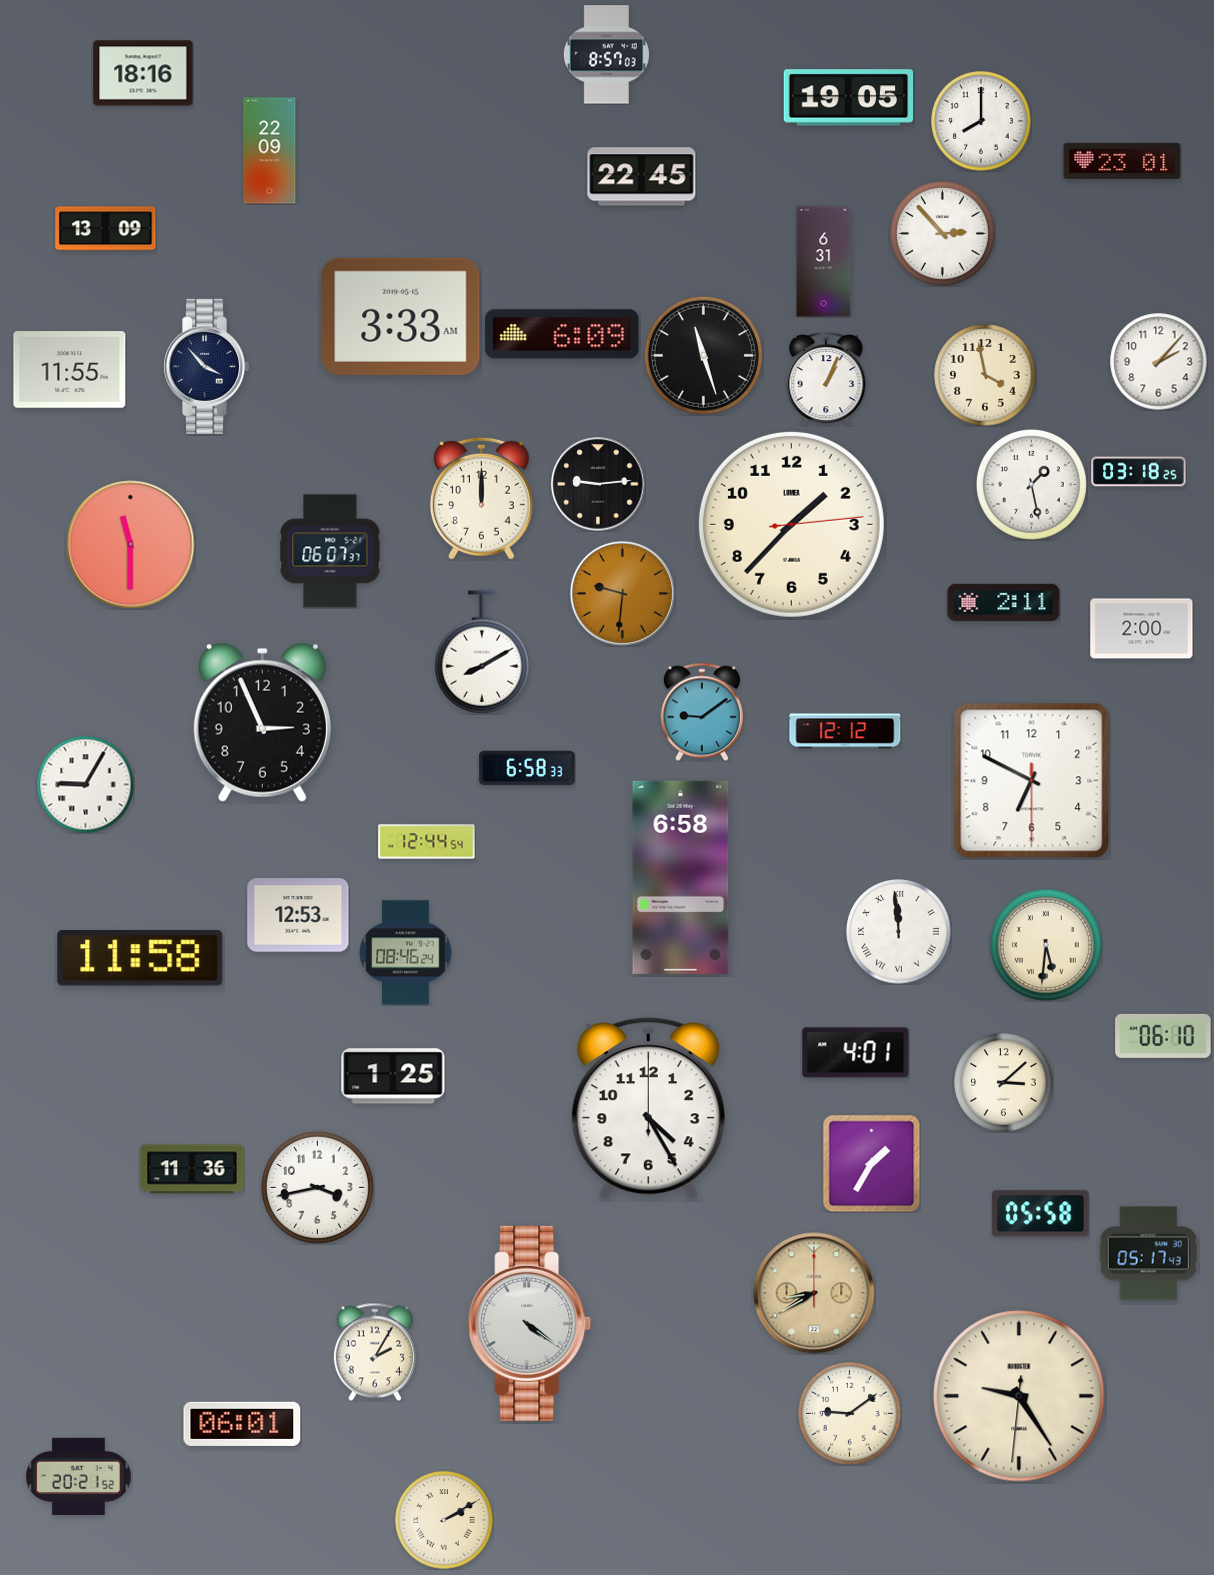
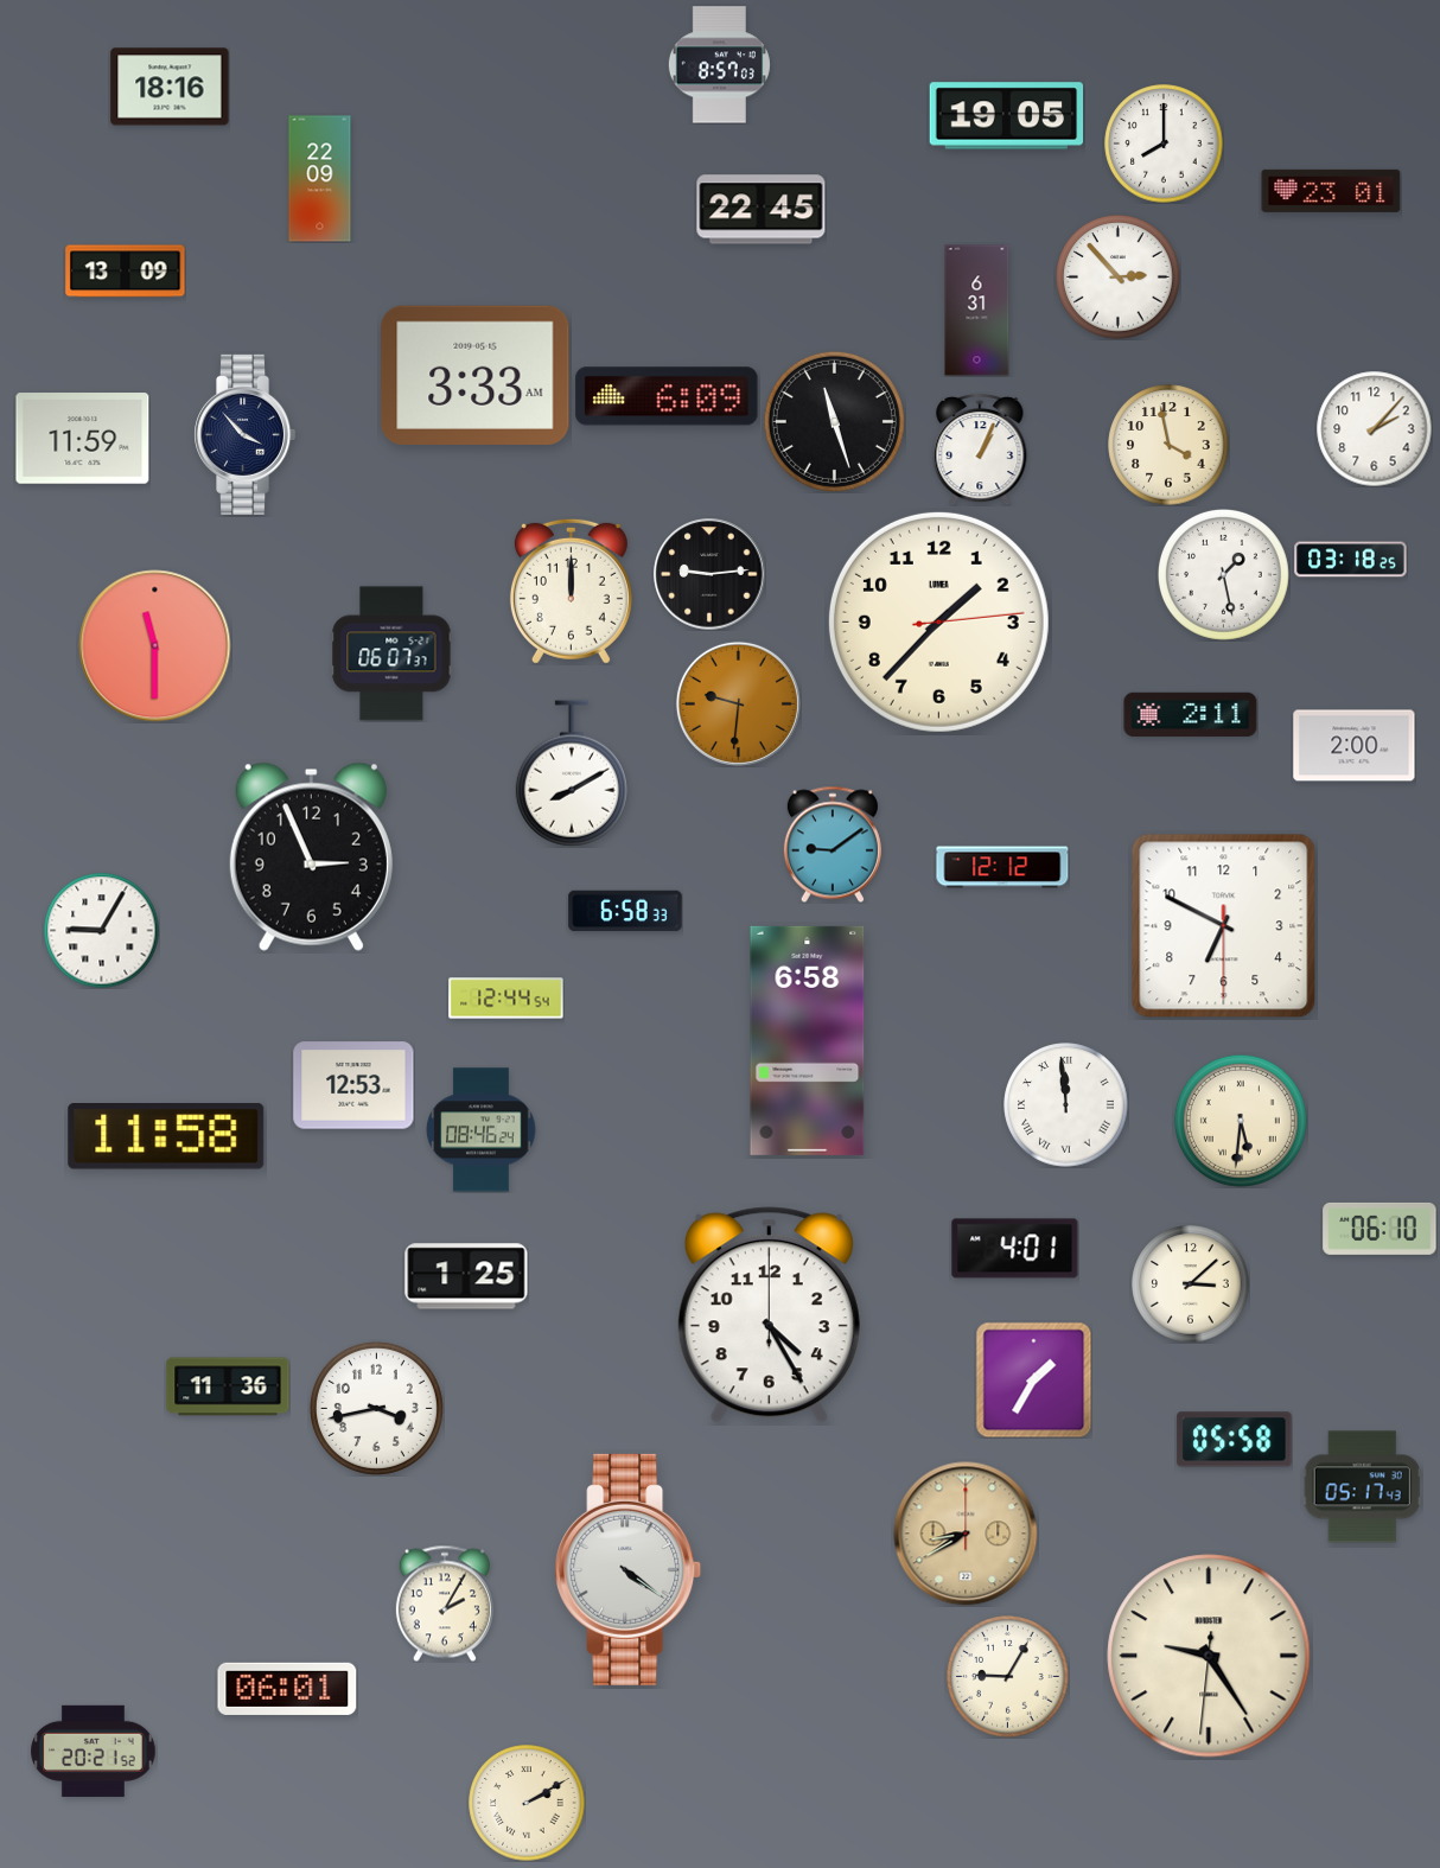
clock at (70, 370): 11:55 -> 11:59
clock at (850, 1414): 9:09 -> 9:05
